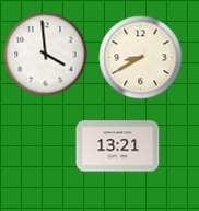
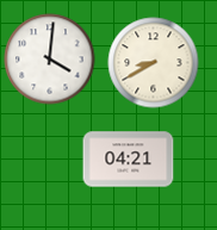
clock at (46, 55): 3:59 -> 4:01
clock at (118, 146): 13:21 -> 04:21
